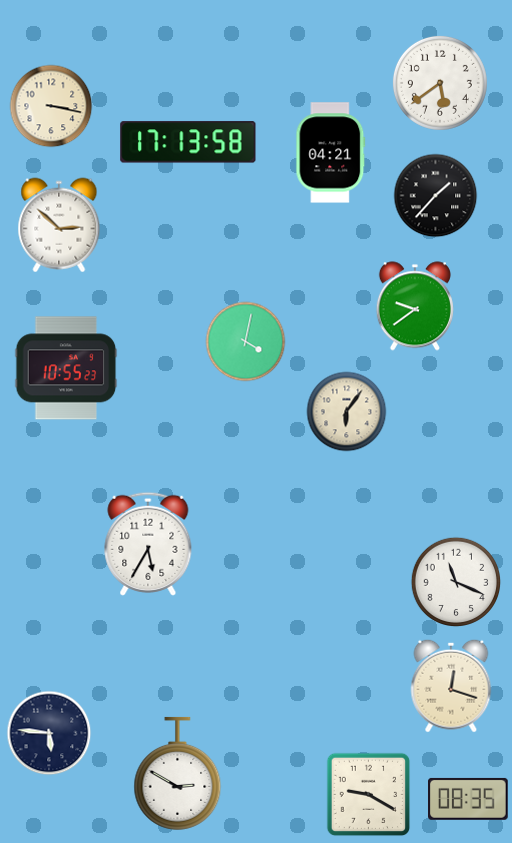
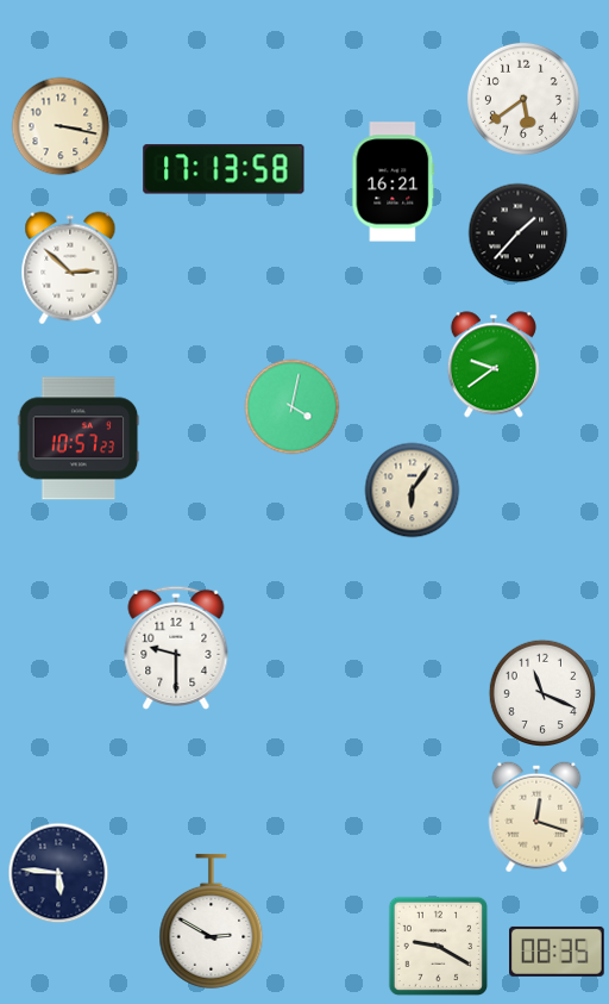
clock at (331, 153): 04:21 -> 16:21
clock at (66, 368): 10:55 -> 10:57
clock at (148, 544): 5:35 -> 9:30
